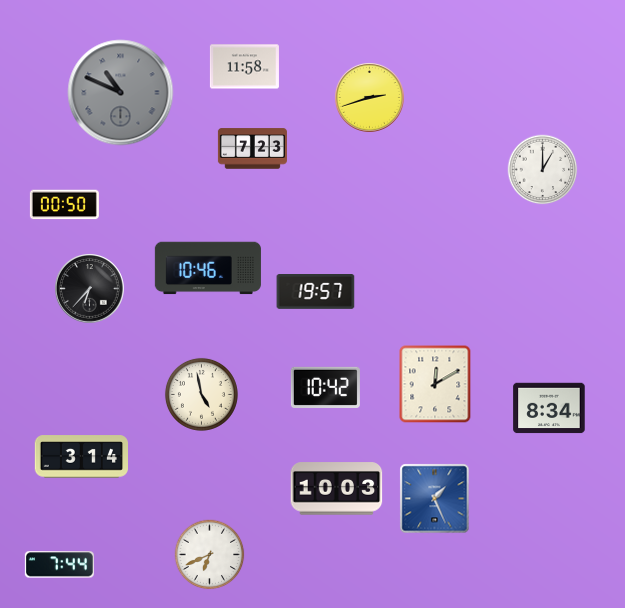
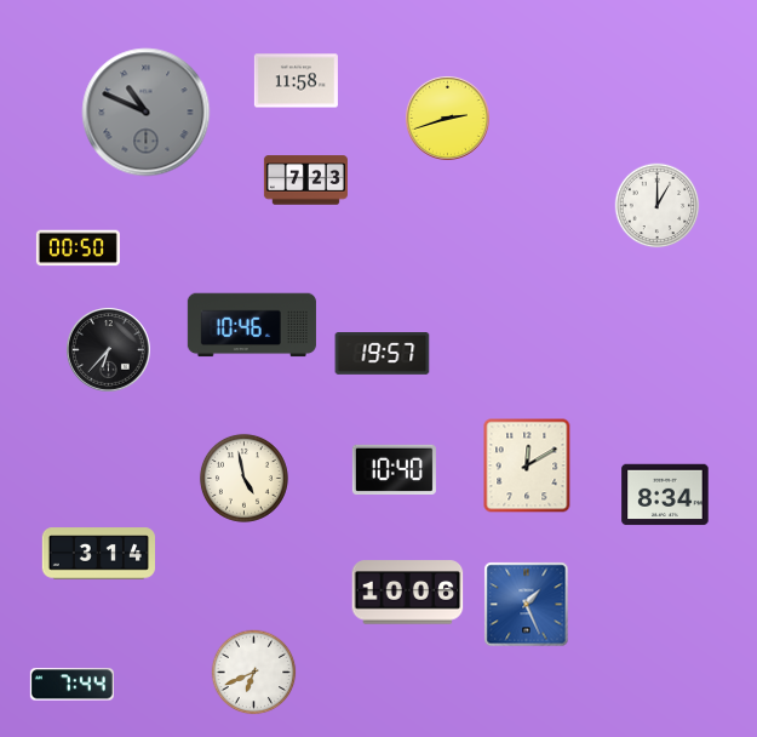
clock at (325, 387): 10:42 -> 10:40
clock at (337, 489): 10:03 -> 10:06
